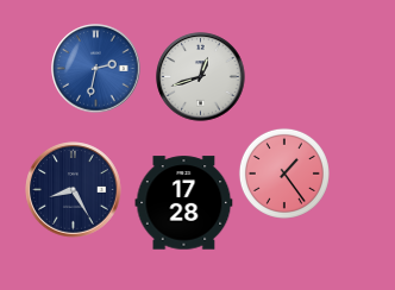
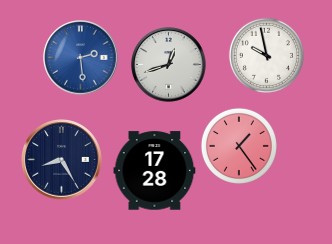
clock at (266, 55): none -> 9:58
clock at (96, 69): 2:32 -> 2:29
